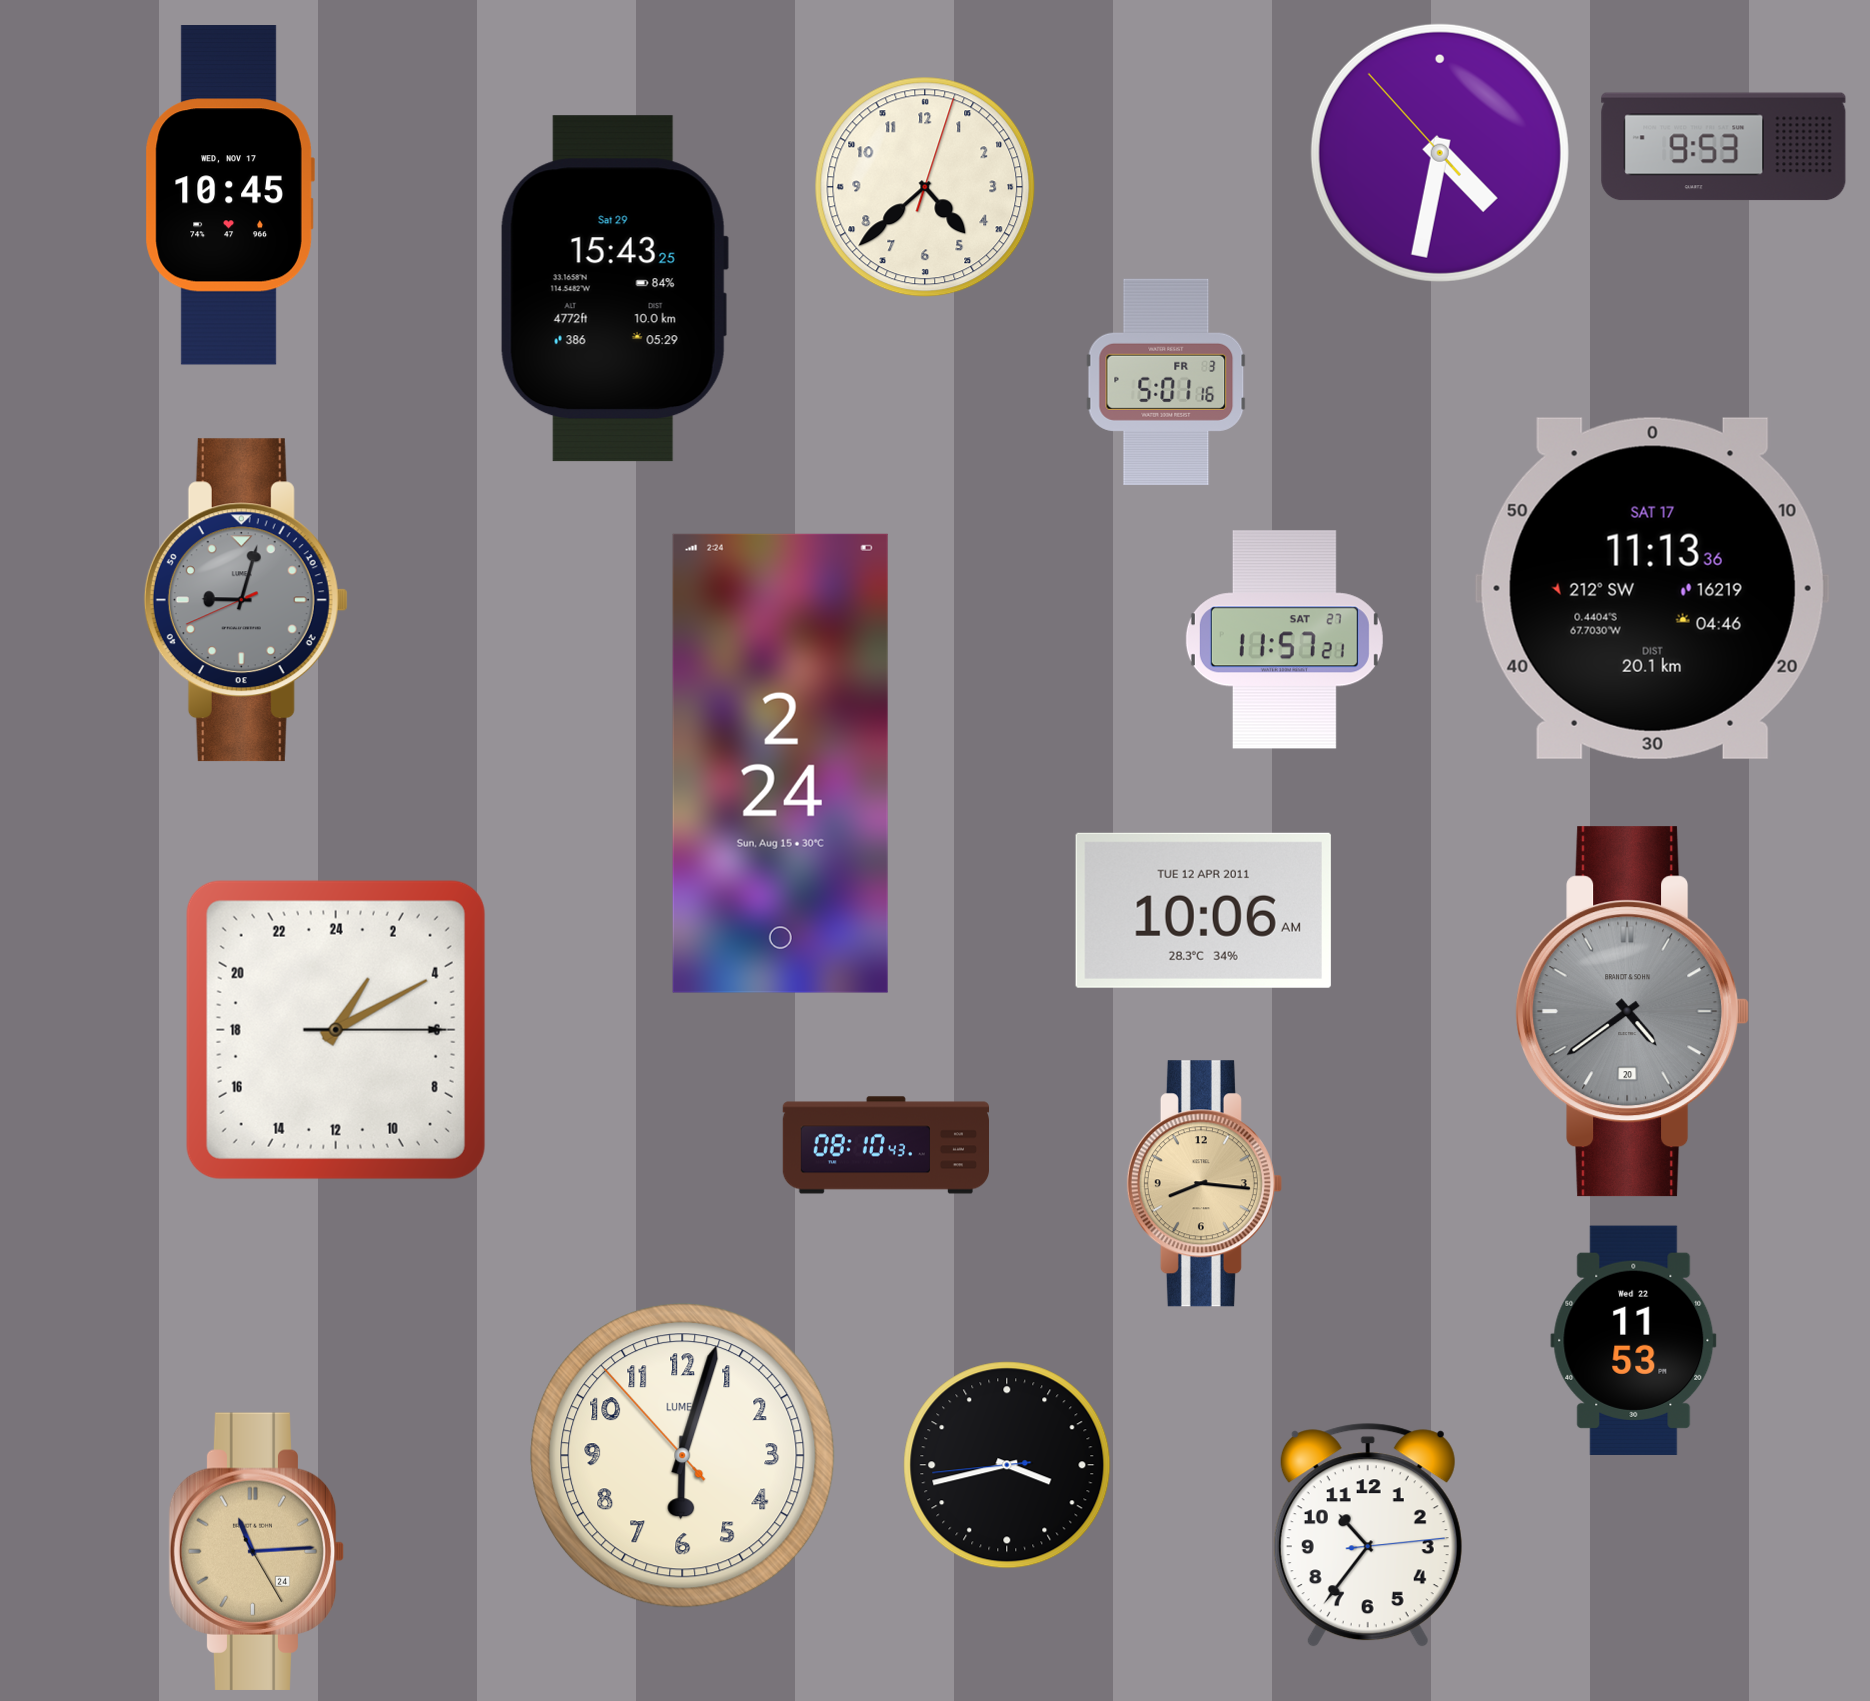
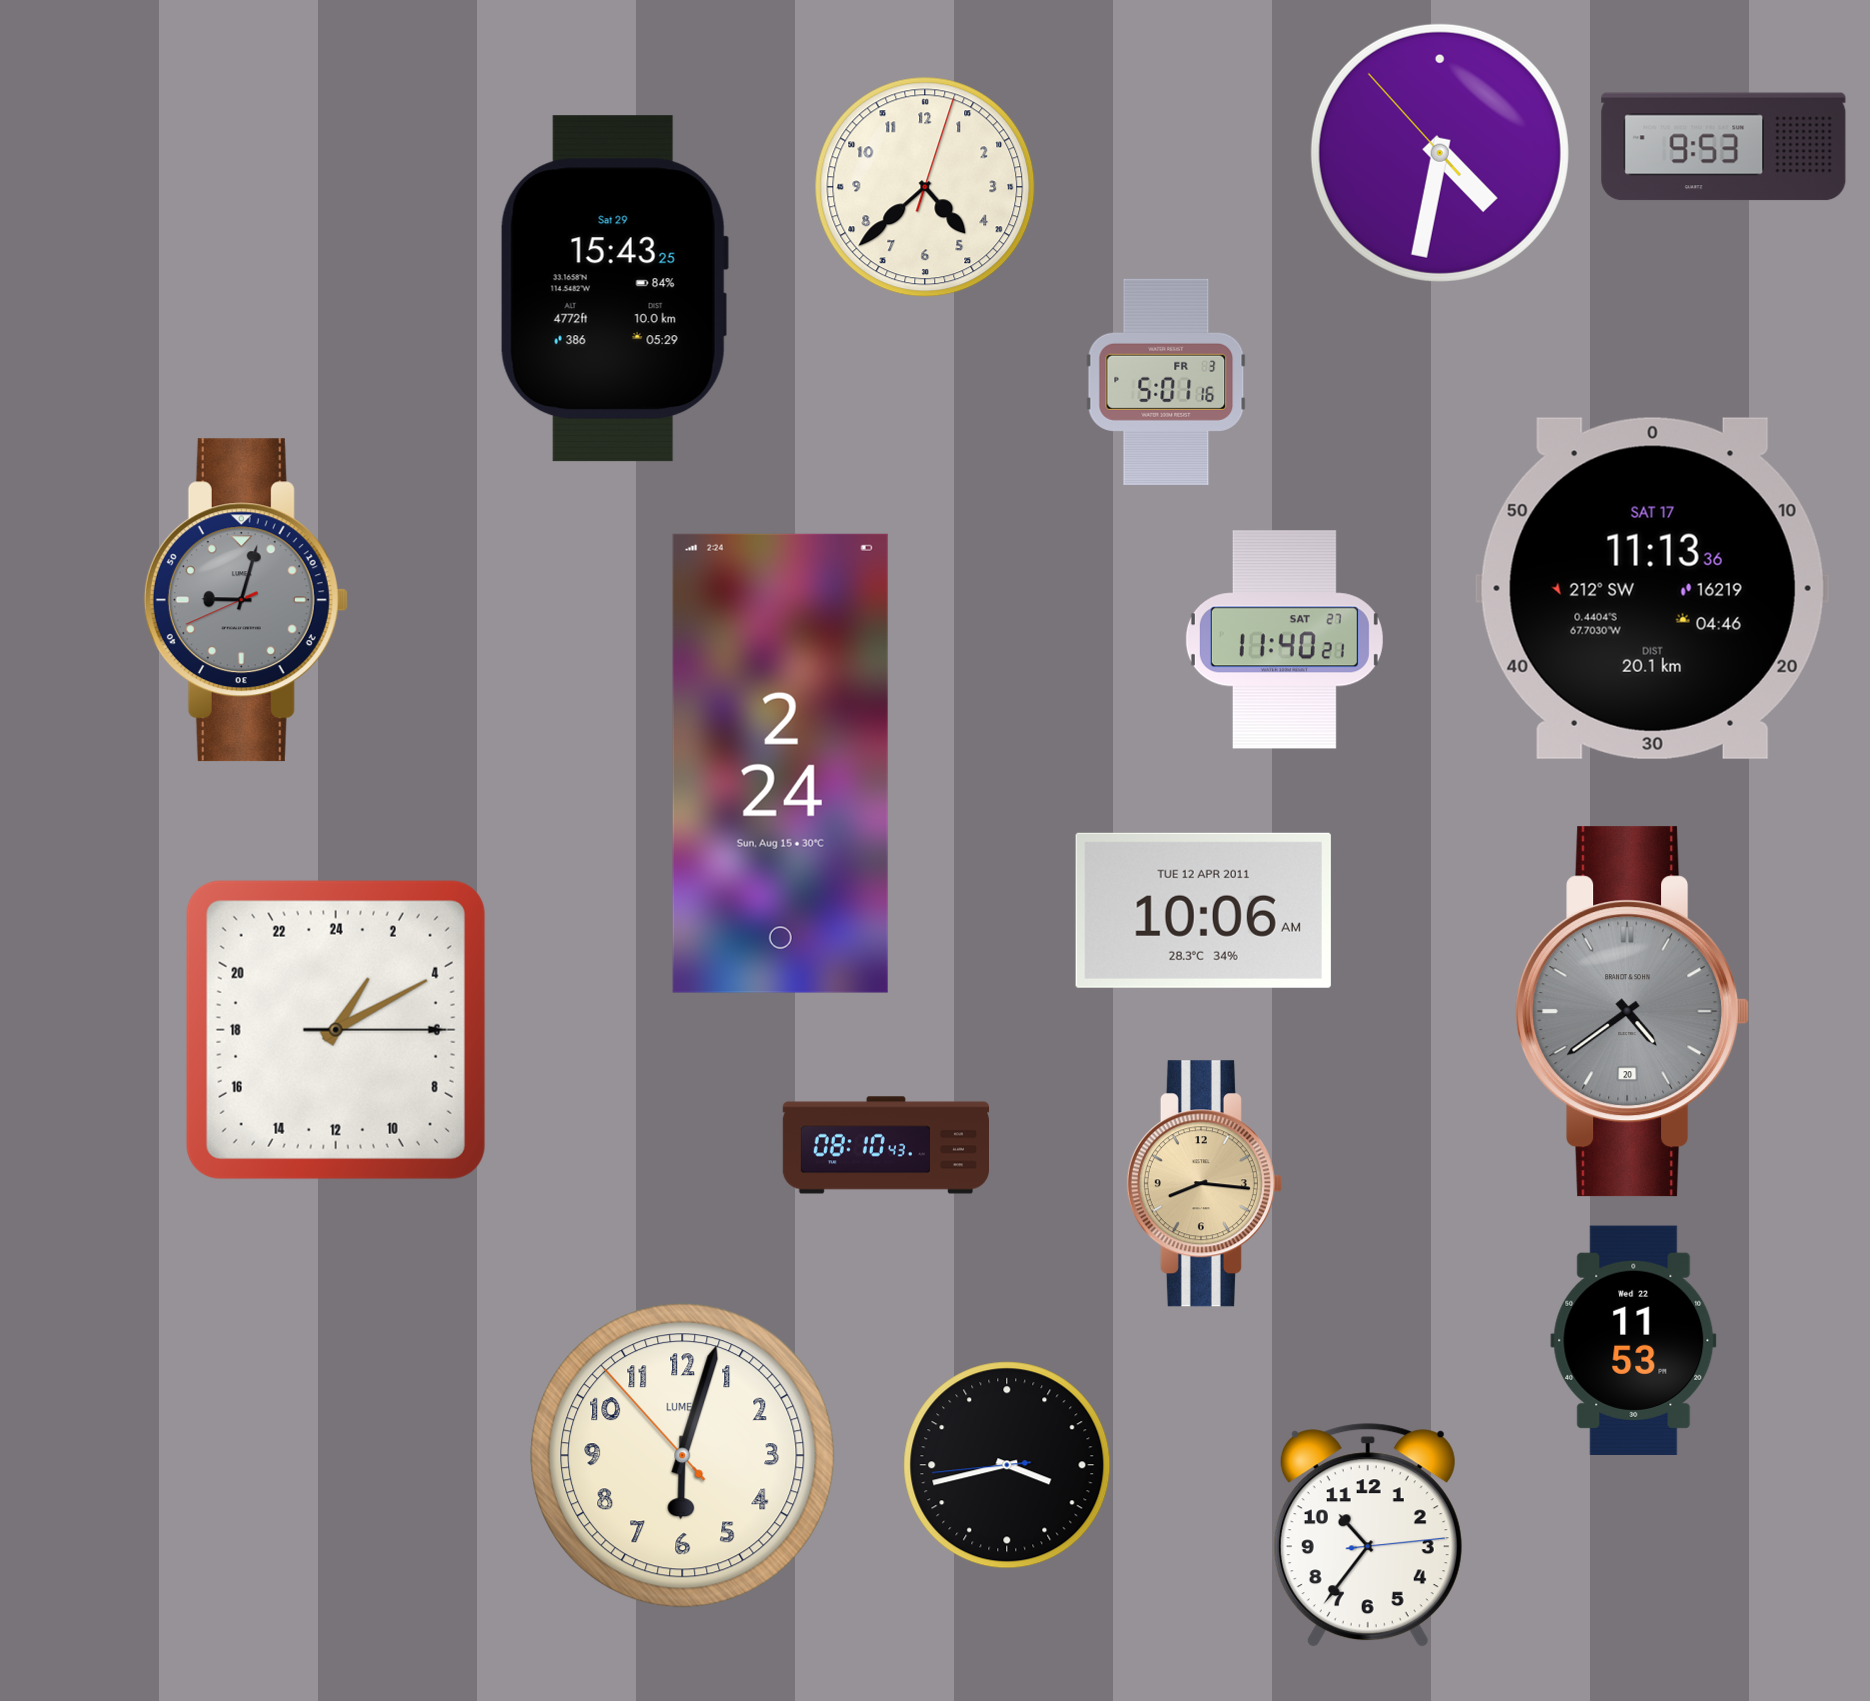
clock at (230, 195): 10:45 -> none
clock at (1284, 640): 11:57 -> 11:40
clock at (257, 1551): 11:14 -> none
